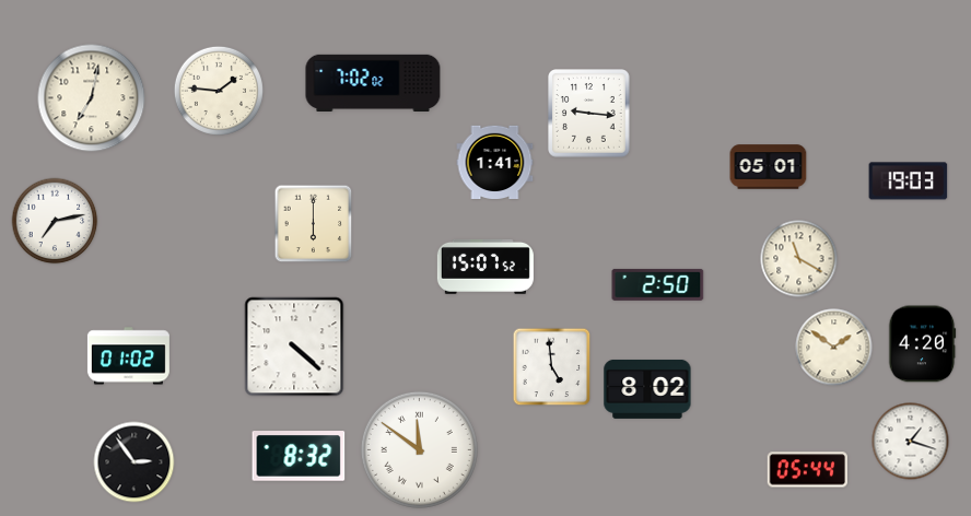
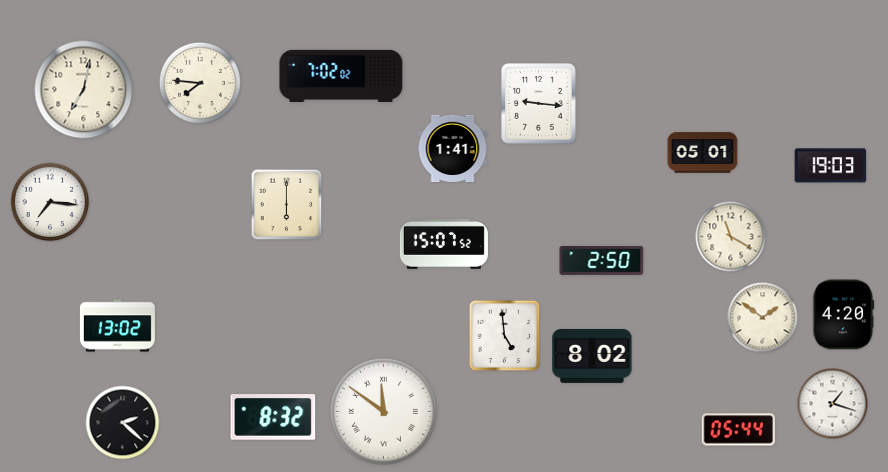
clock at (219, 91): 1:46 -> 7:46
clock at (55, 221): 7:13 -> 7:16
clock at (294, 347): 4:22 -> none
clock at (128, 356): 01:02 -> 13:02
clock at (134, 462): 2:54 -> 2:22
